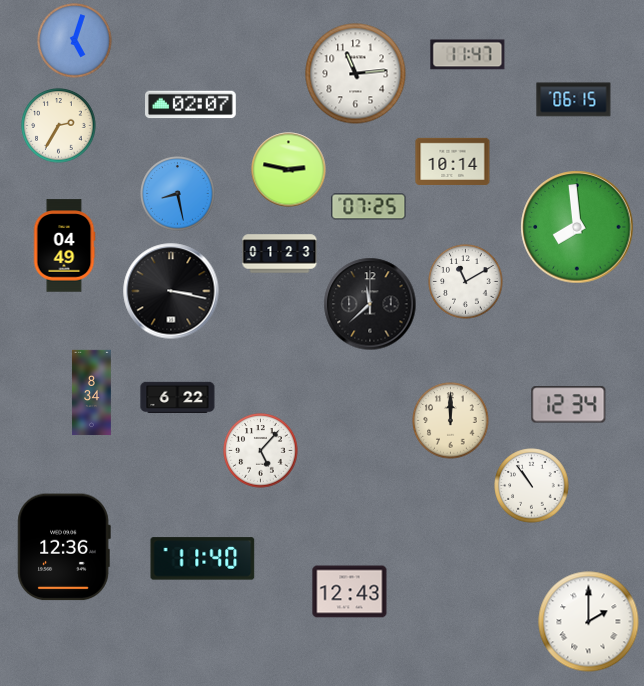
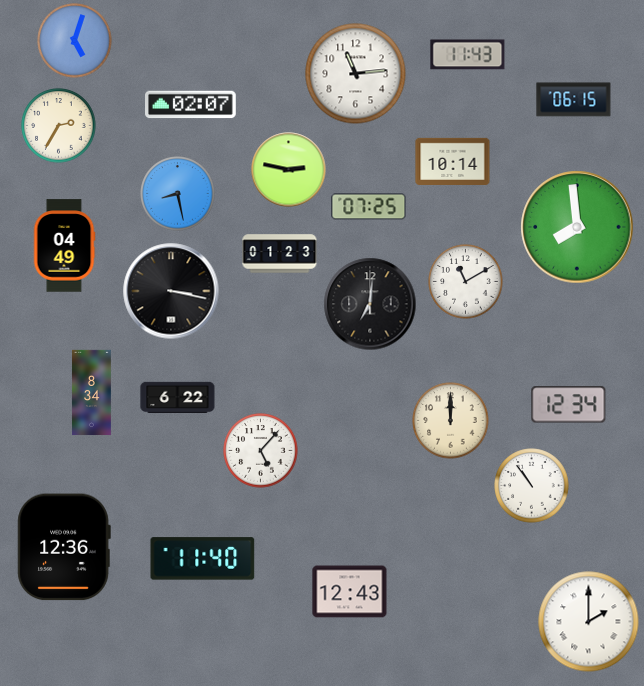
clock at (468, 55): 11:47 -> 11:43
clock at (370, 304): 11:38 -> 7:01
